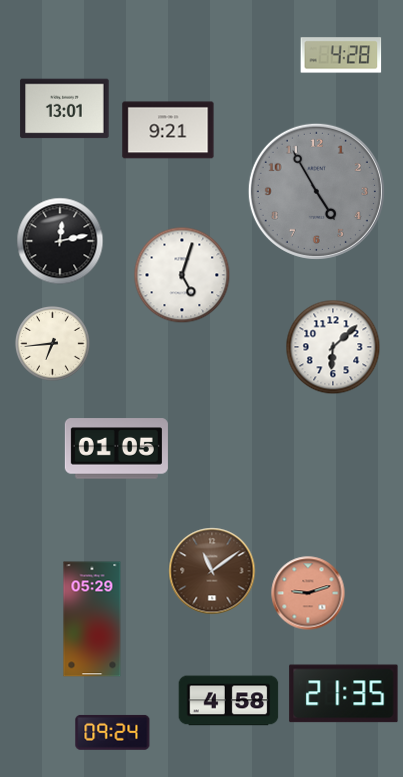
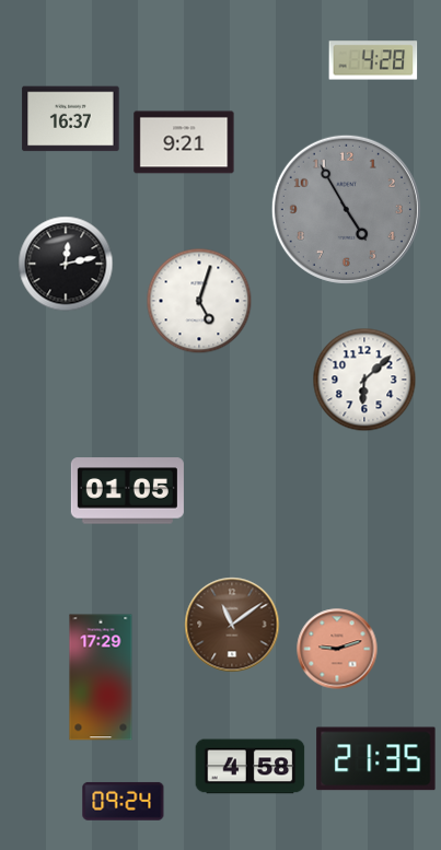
clock at (65, 109): 13:01 -> 16:37
clock at (53, 344): 6:44 -> none
clock at (92, 619): 05:29 -> 17:29
